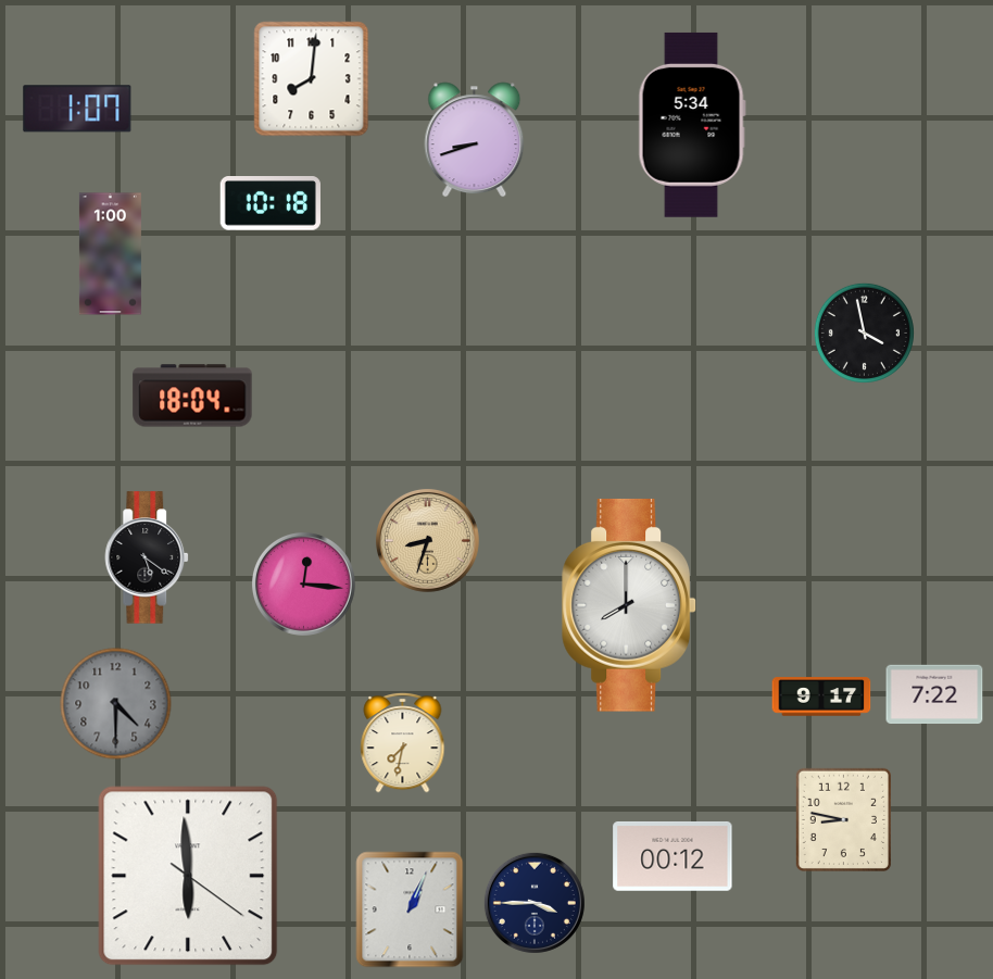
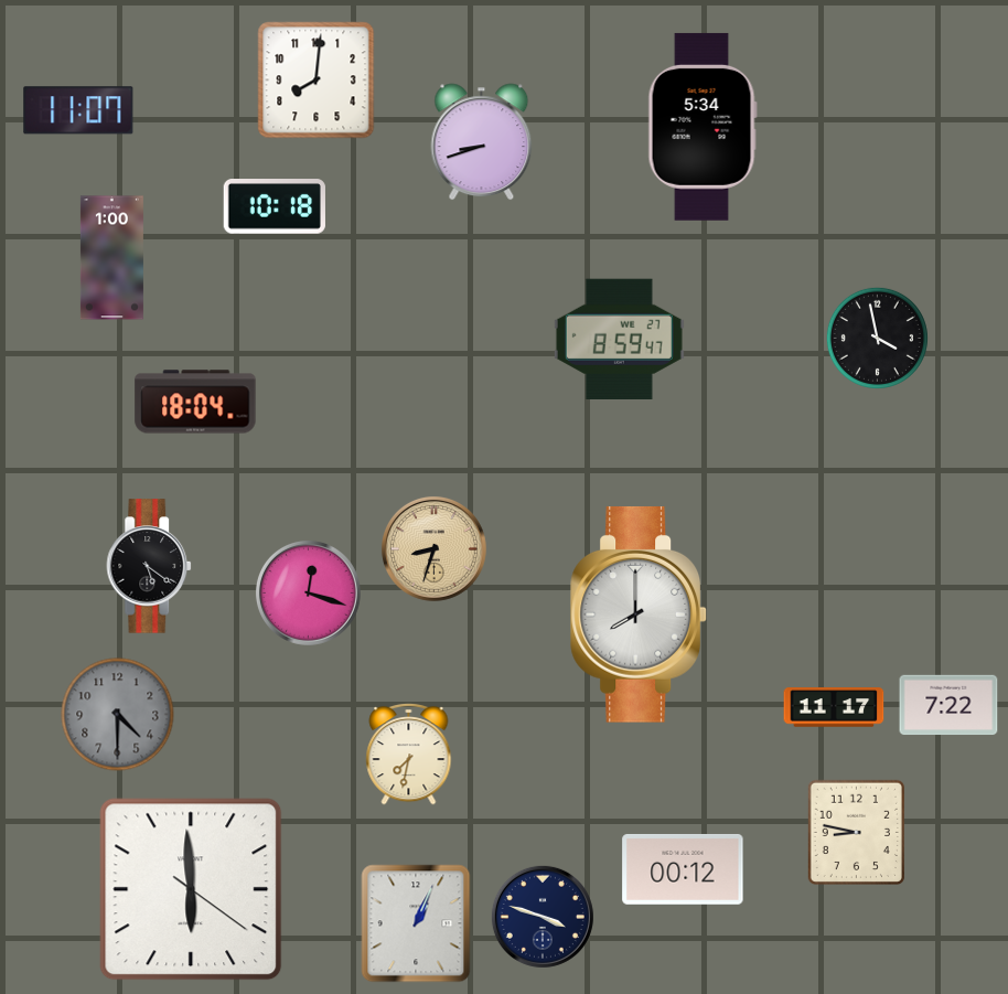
clock at (77, 109): 1:07 -> 11:07
clock at (619, 339): none -> 8:59
clock at (303, 583): 12:16 -> 12:18
clock at (821, 696): 9:17 -> 11:17
clock at (535, 903): 3:45 -> 3:48
